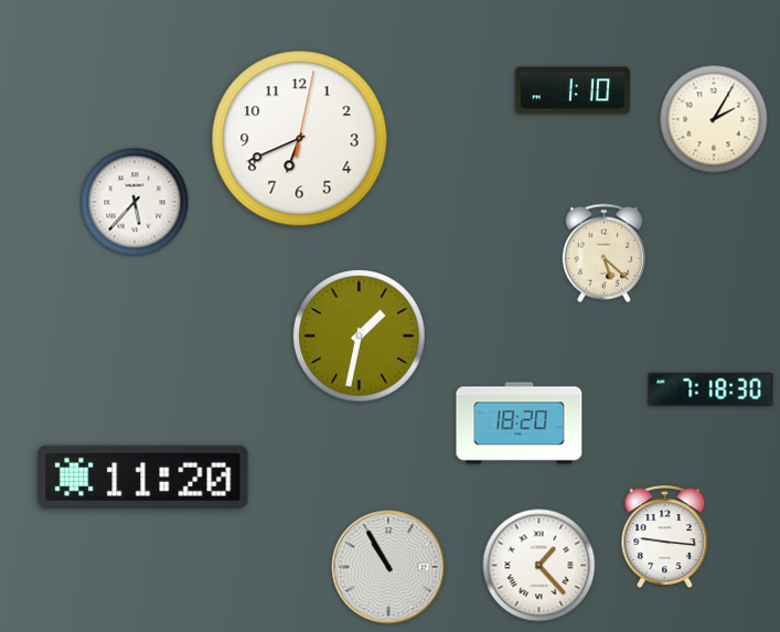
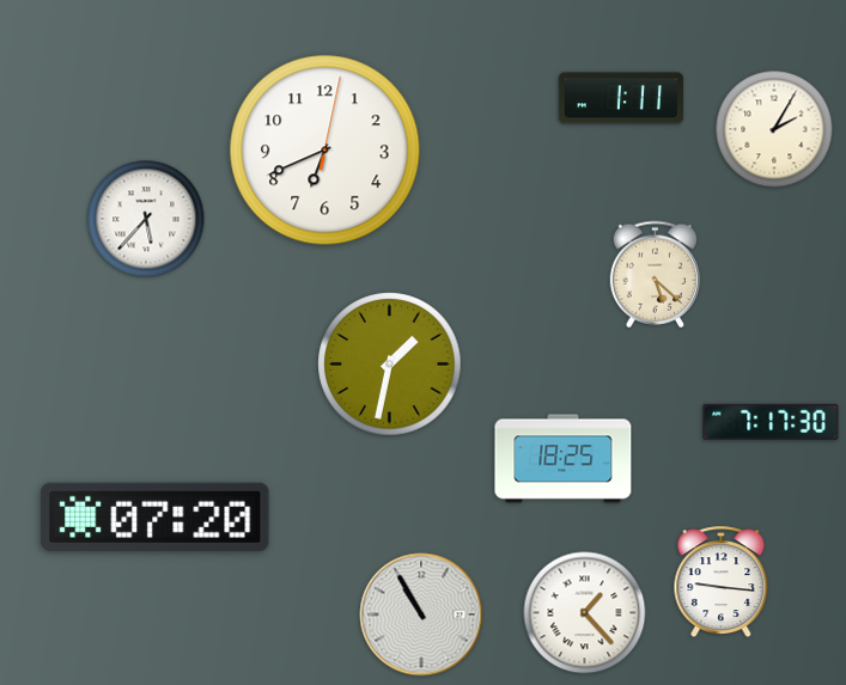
clock at (573, 90): 1:10 -> 1:11
clock at (710, 389): 7:18 -> 7:17
clock at (520, 424): 18:20 -> 18:25
clock at (143, 476): 11:20 -> 07:20
